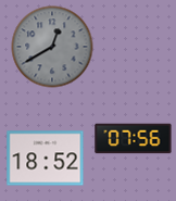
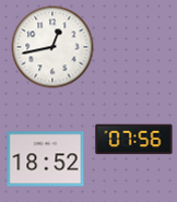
clock at (52, 47): 12:40 -> 12:43
clock at (52, 47) dial: grey -> white
